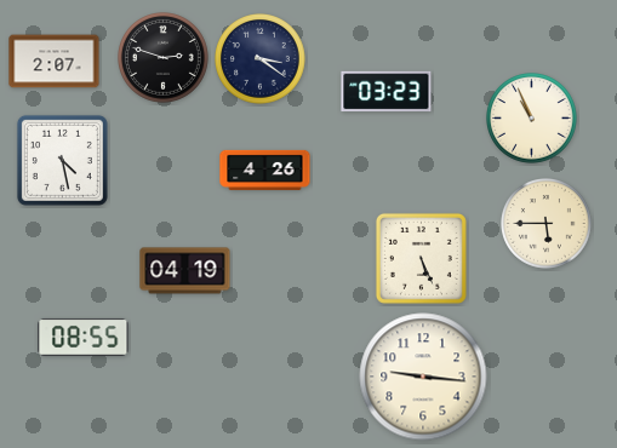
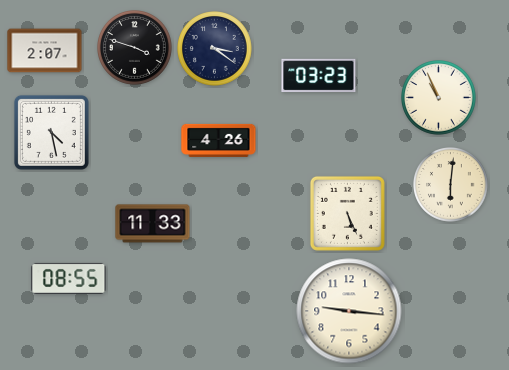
clock at (164, 58): 2:48 -> 3:48
clock at (547, 224): 5:45 -> 6:01
clock at (185, 271): 04:19 -> 11:33
